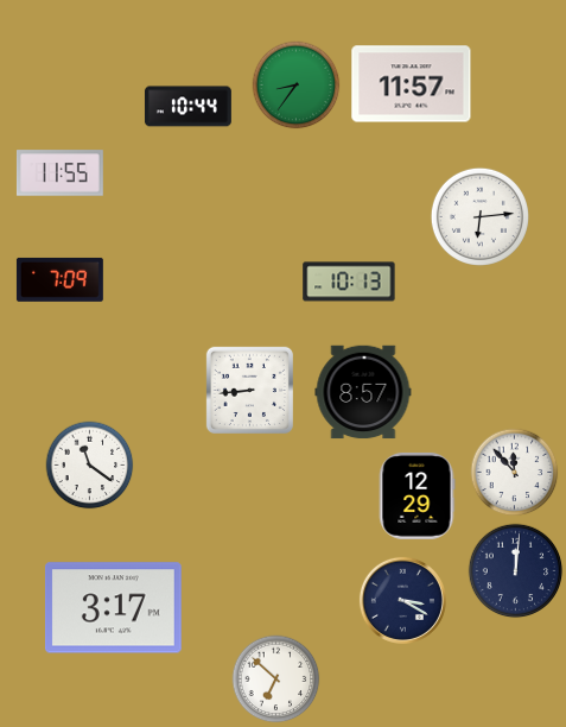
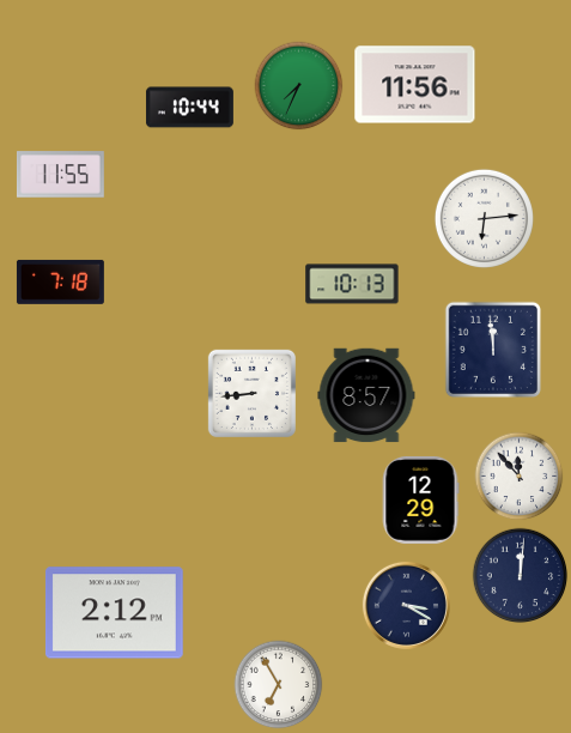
clock at (412, 84): 11:57 -> 11:56
clock at (297, 86): 8:36 -> 7:34
clock at (59, 279): 7:09 -> 7:18
clock at (493, 349): none -> 11:59
clock at (90, 466): 11:21 -> none
clock at (113, 608): 3:17 -> 2:12
clock at (276, 679): 6:52 -> 6:55
